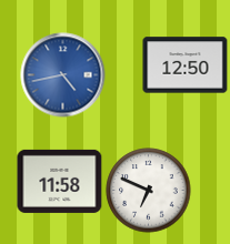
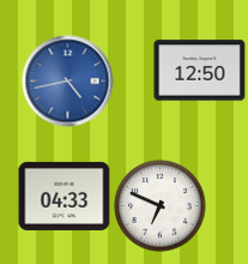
clock at (60, 181): 11:58 -> 04:33
